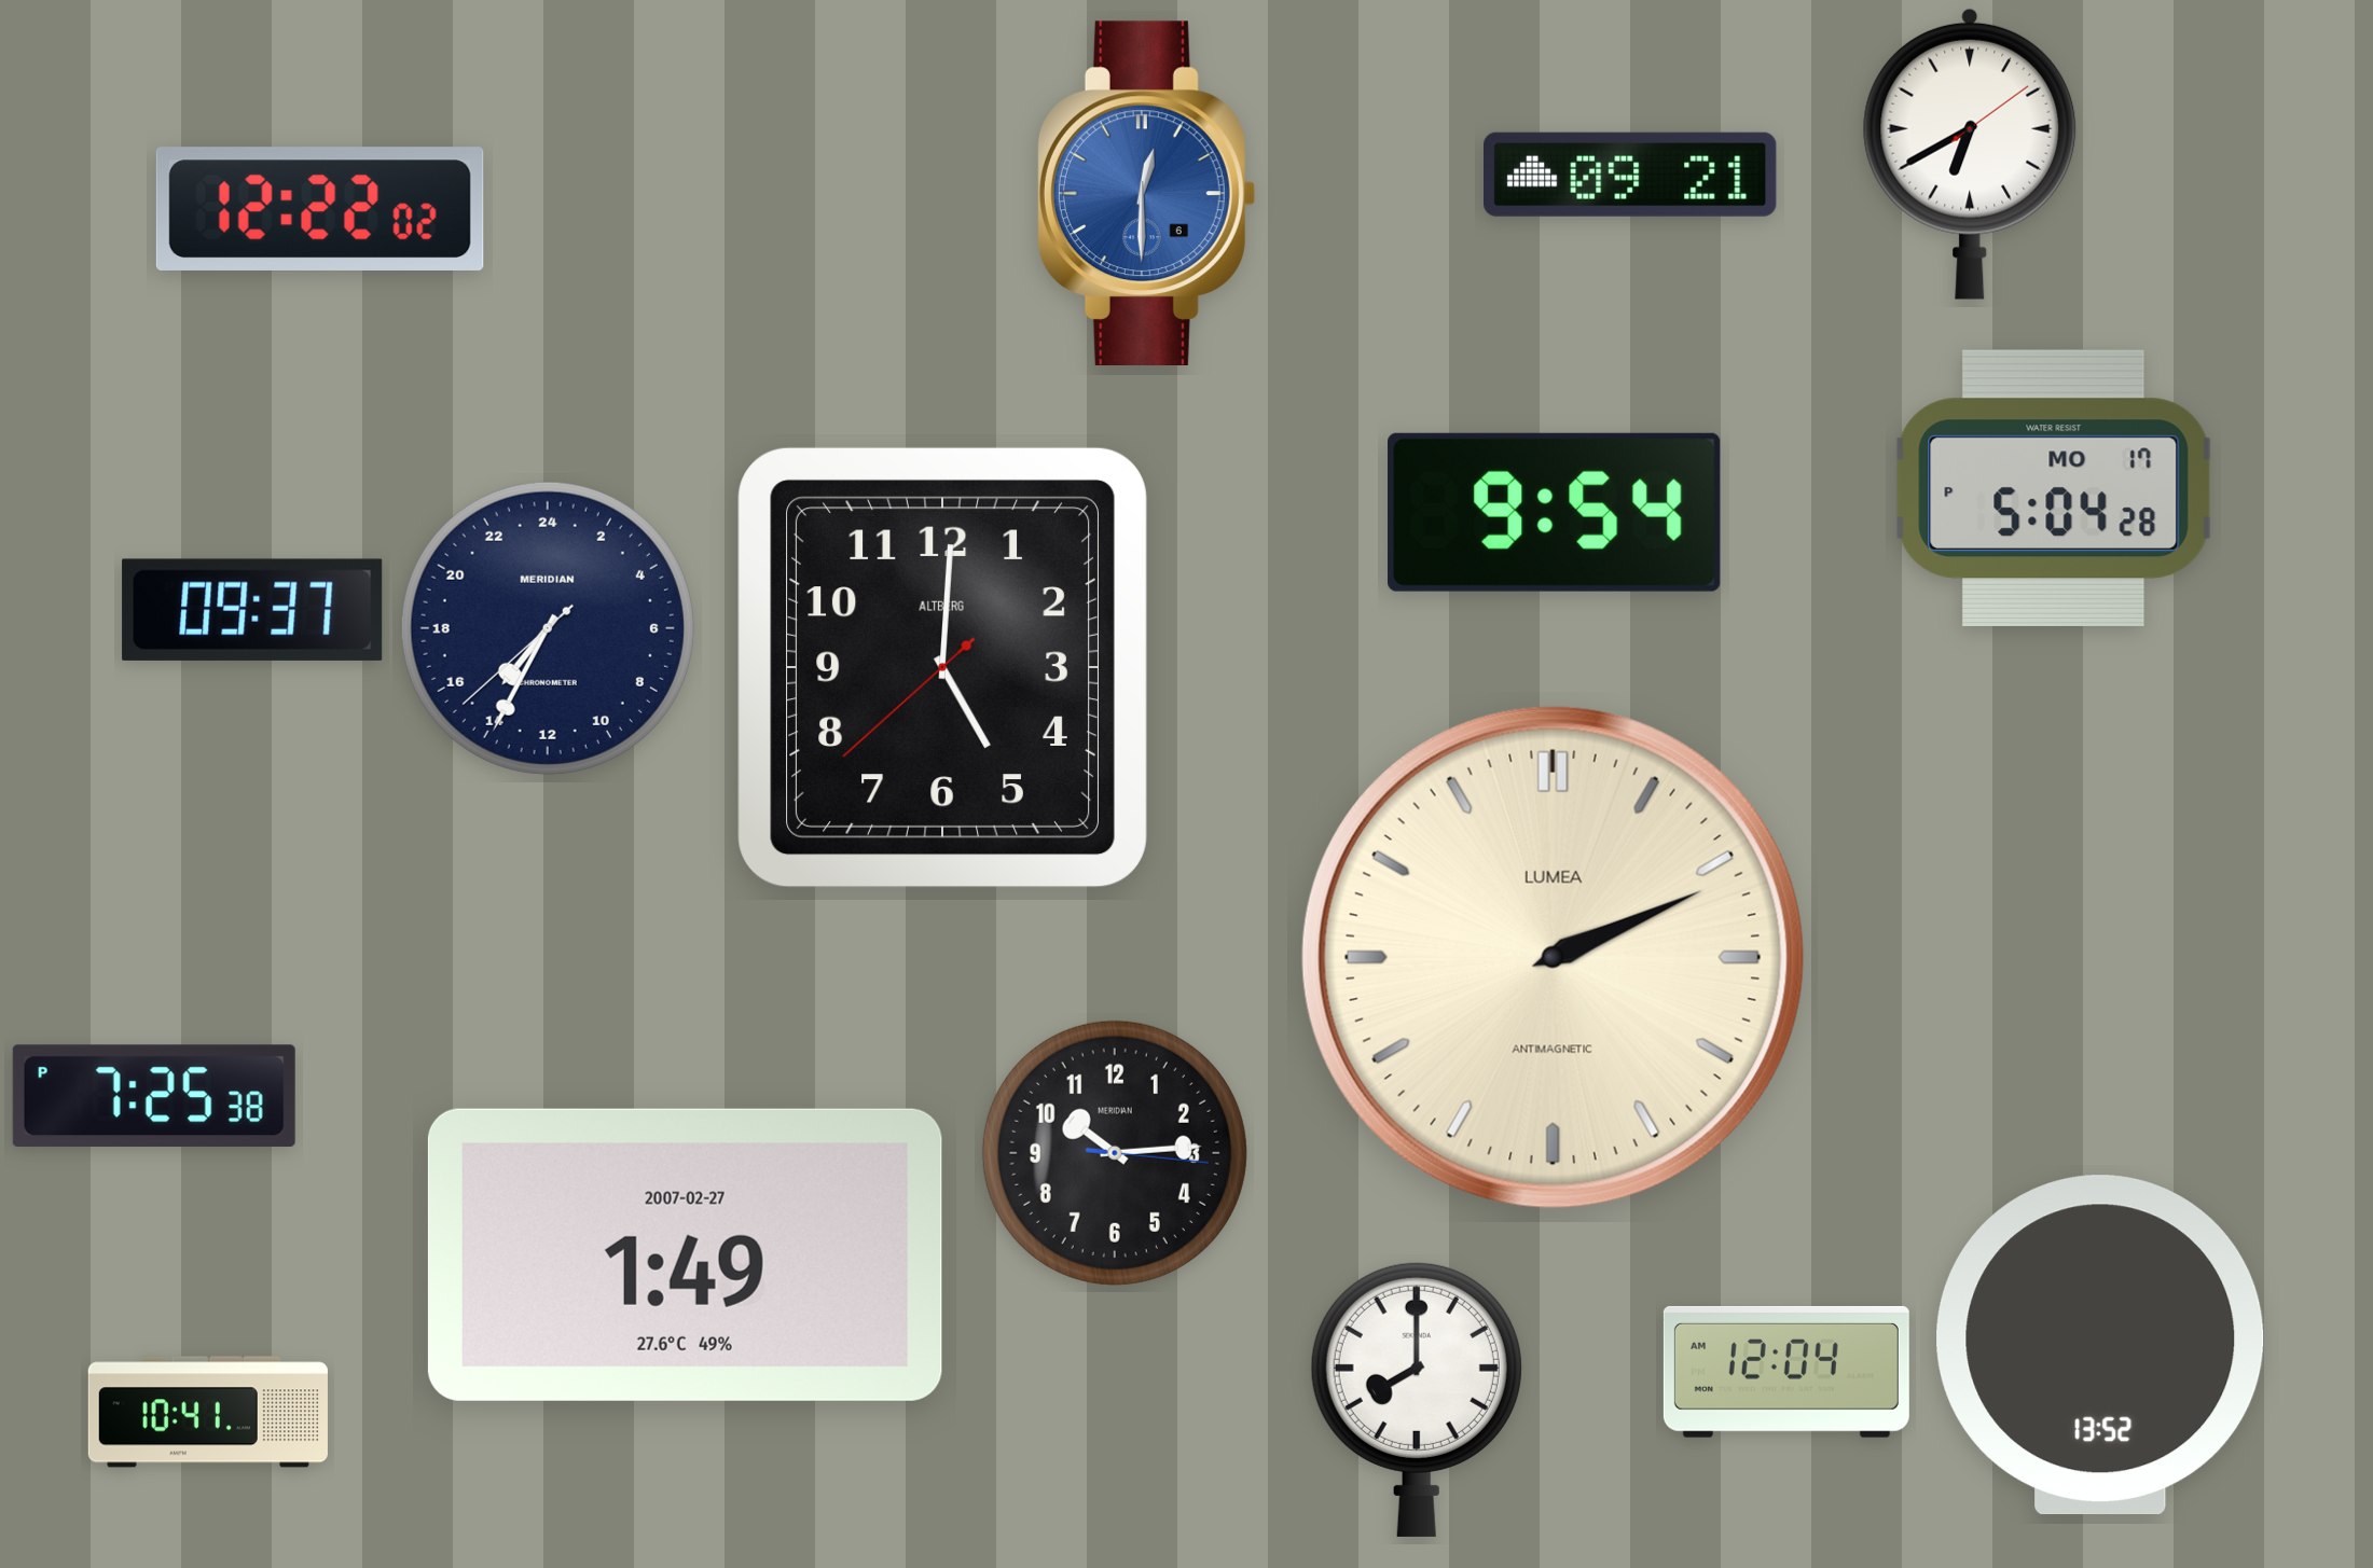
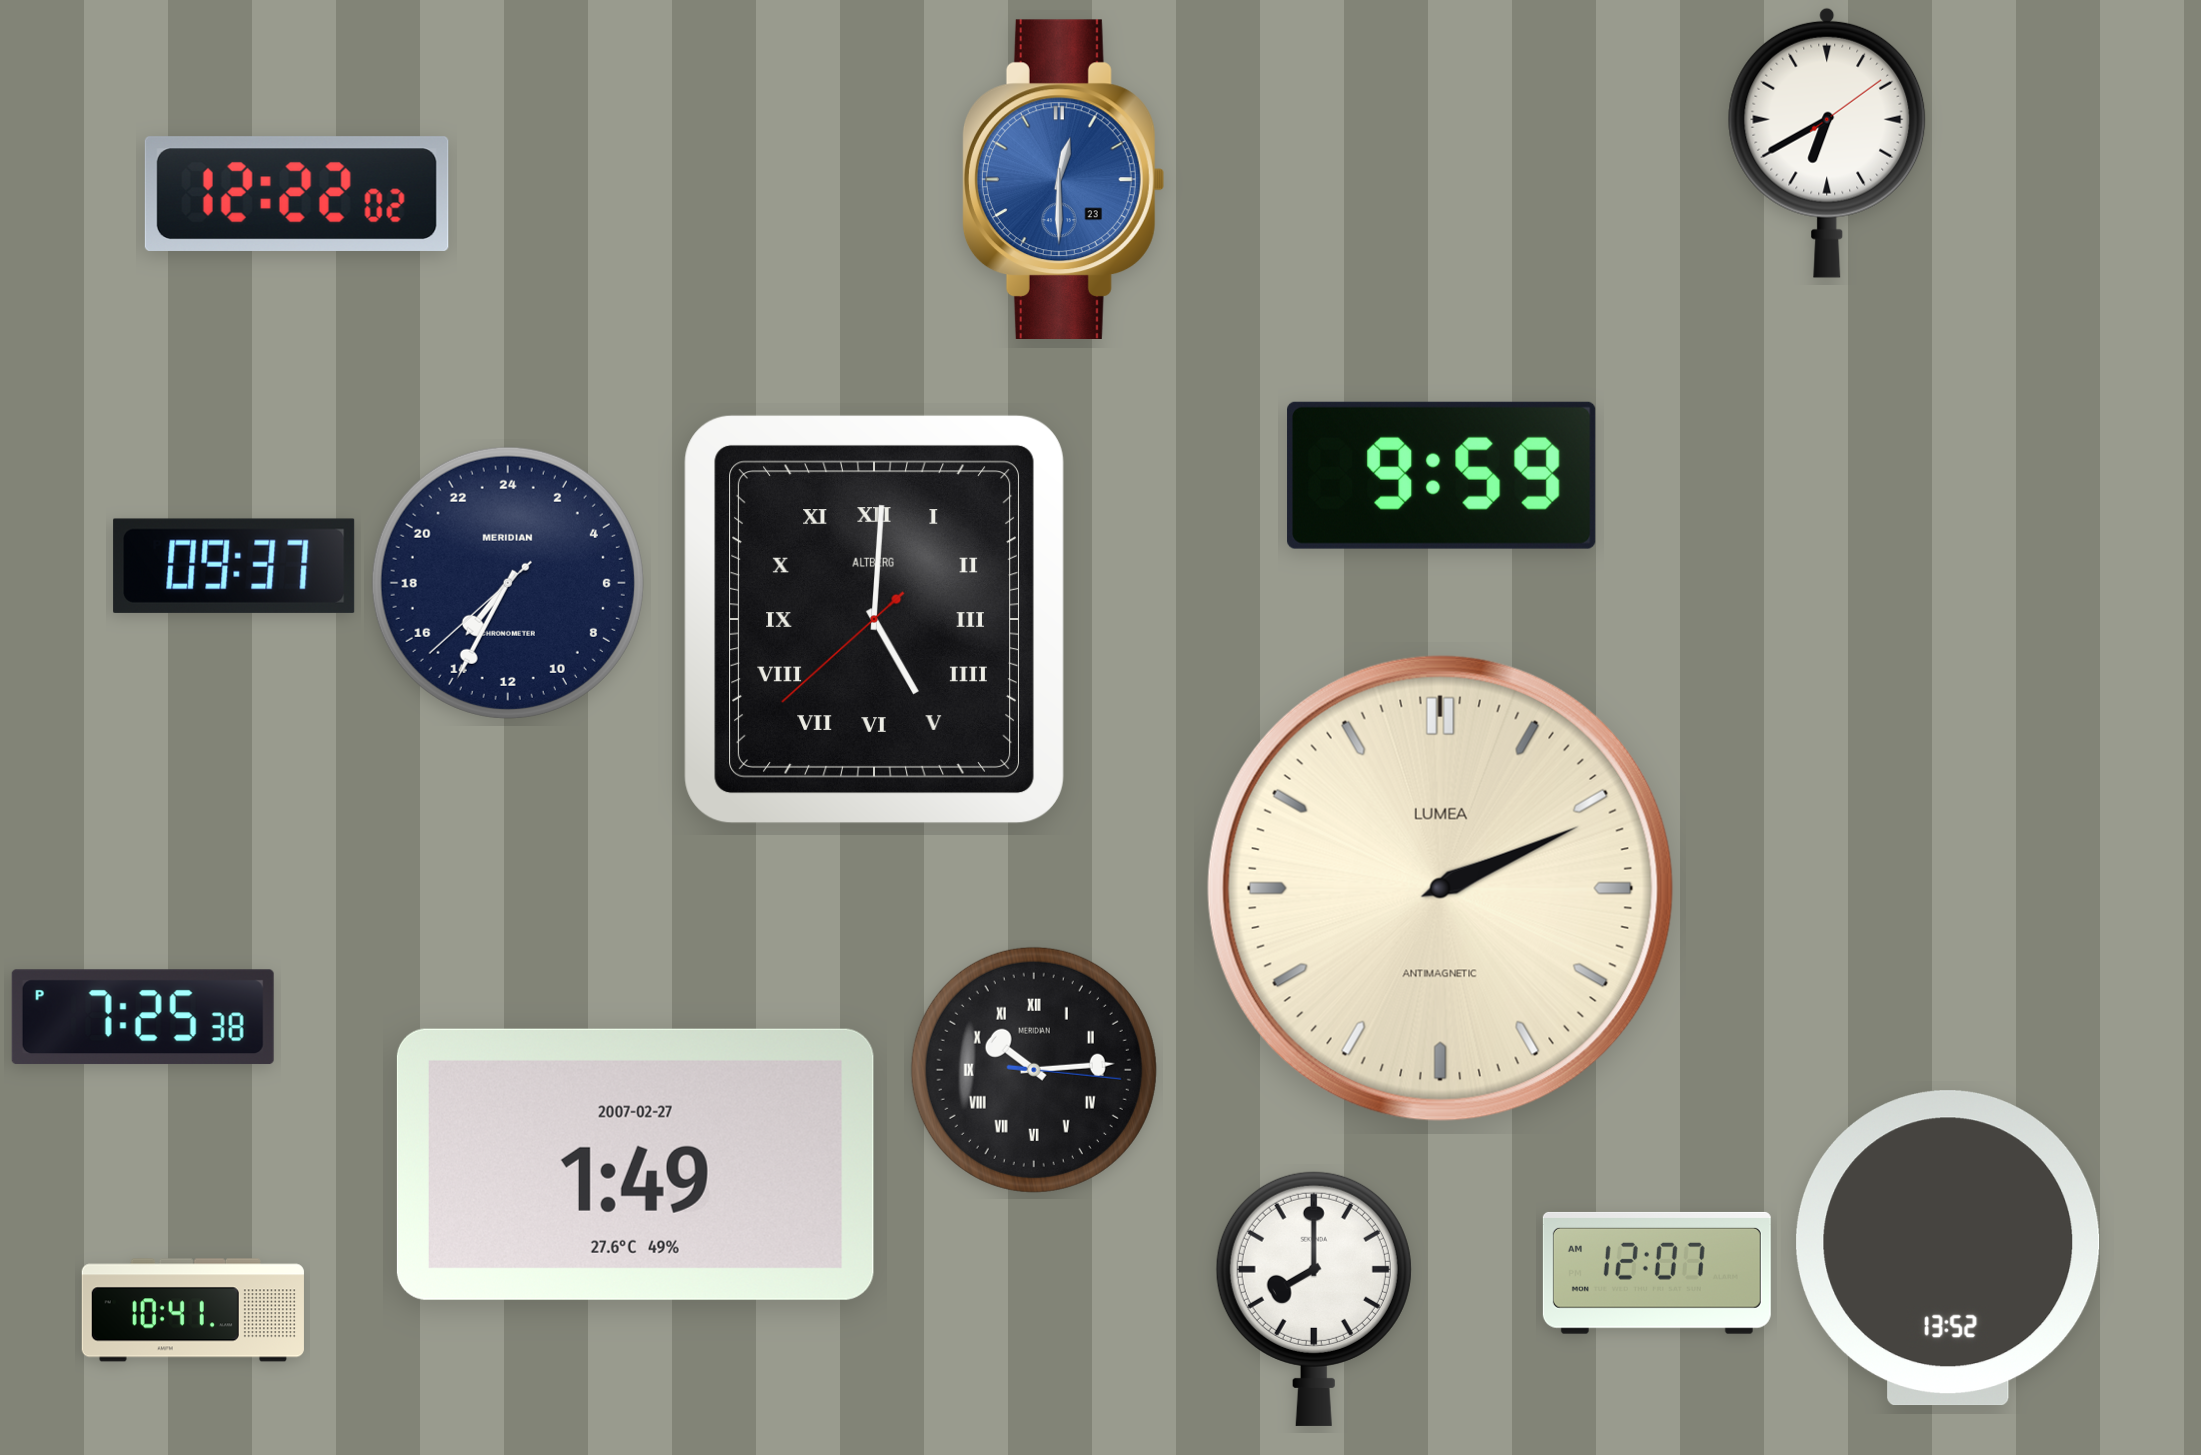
clock at (1631, 175): 09:21 -> none
clock at (1146, 193) date: 6 -> 23
clock at (2054, 488): 5:04 -> none
clock at (1555, 512): 9:54 -> 9:59
clock at (942, 667) numerals: Arabic -> Roman
clock at (1115, 1153) numerals: Arabic -> Roman
clock at (1786, 1372): 12:04 -> 12:07
